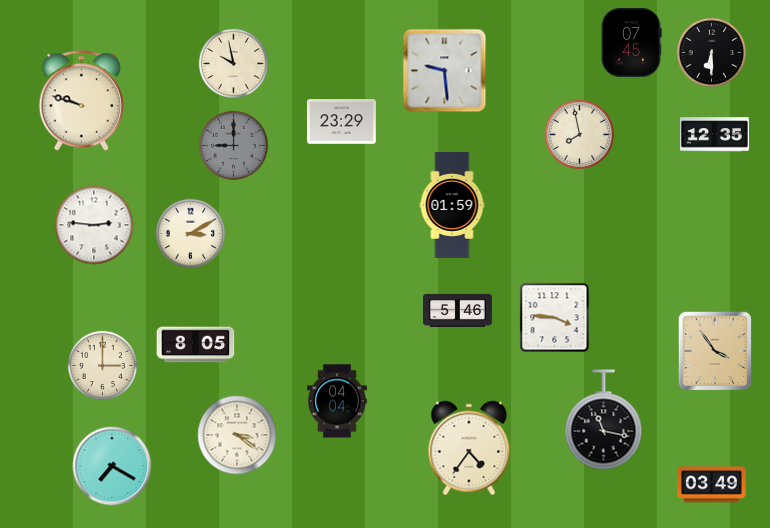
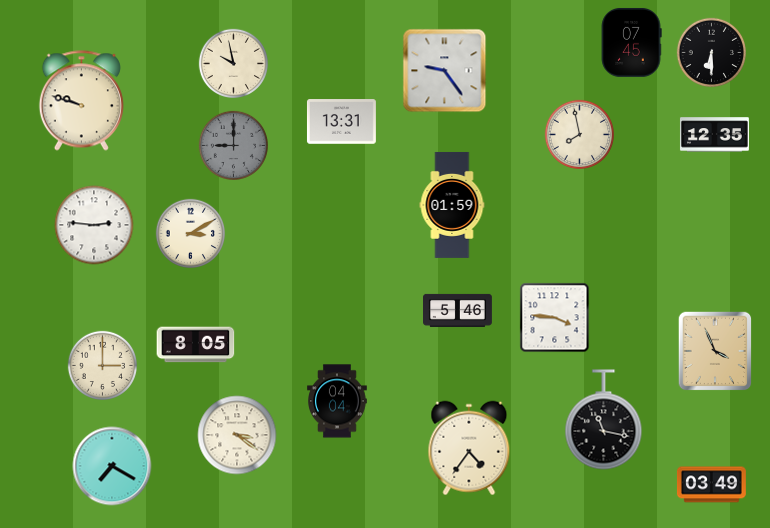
clock at (445, 71): 9:29 -> 9:24
clock at (341, 122): 23:29 -> 13:31
clock at (715, 351): 3:54 -> 3:56
